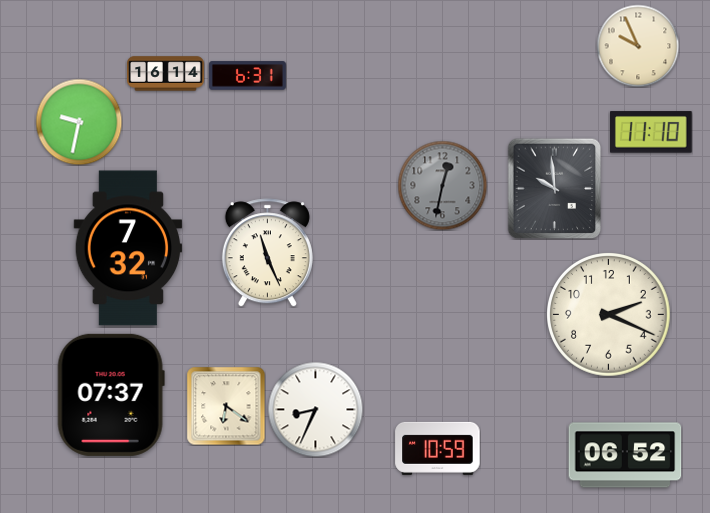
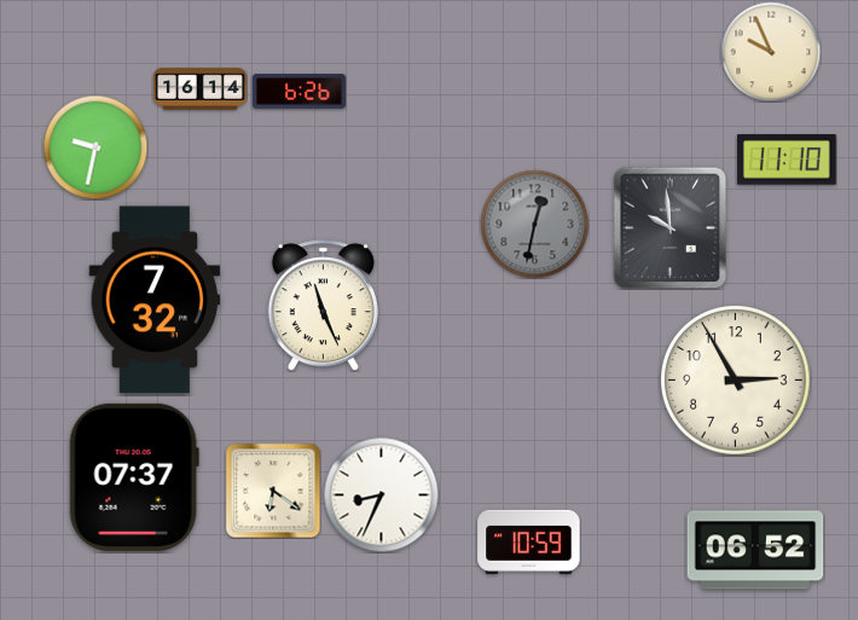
clock at (638, 46) position: (638, 46) -> (771, 52)
clock at (247, 76): 6:31 -> 6:26
clock at (609, 315): 2:19 -> 2:55
